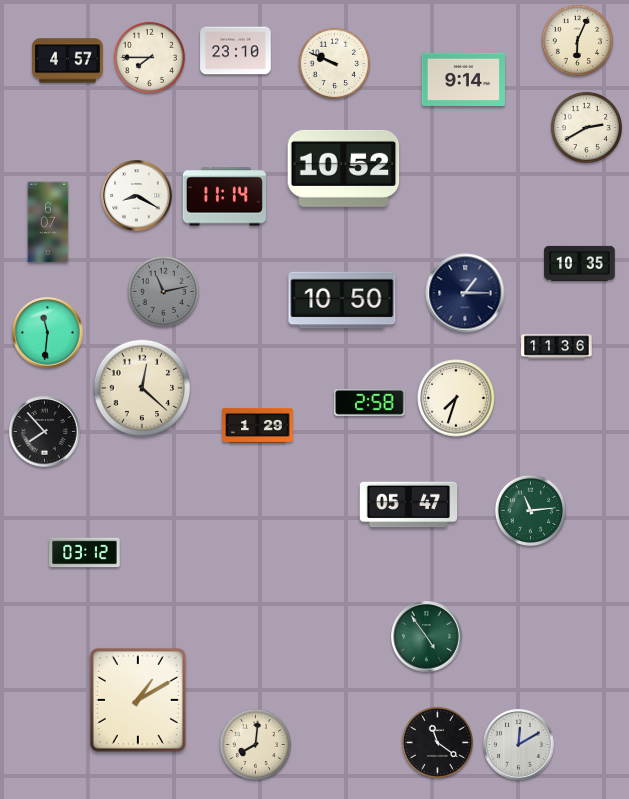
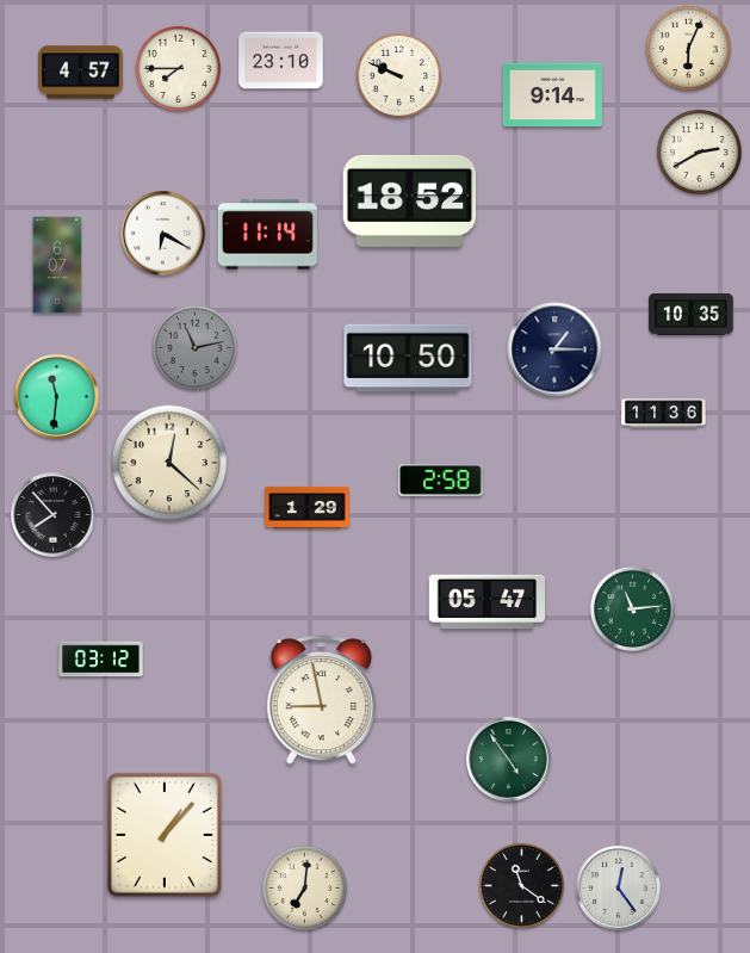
clock at (344, 168): 10:52 -> 18:52
clock at (137, 196): 8:20 -> 6:20
clock at (456, 398): 7:33 -> none
clock at (321, 700): none -> 8:58
clock at (138, 700): 1:10 -> 1:07
clock at (255, 744): 8:01 -> 7:01
clock at (519, 745): 12:10 -> 12:24
